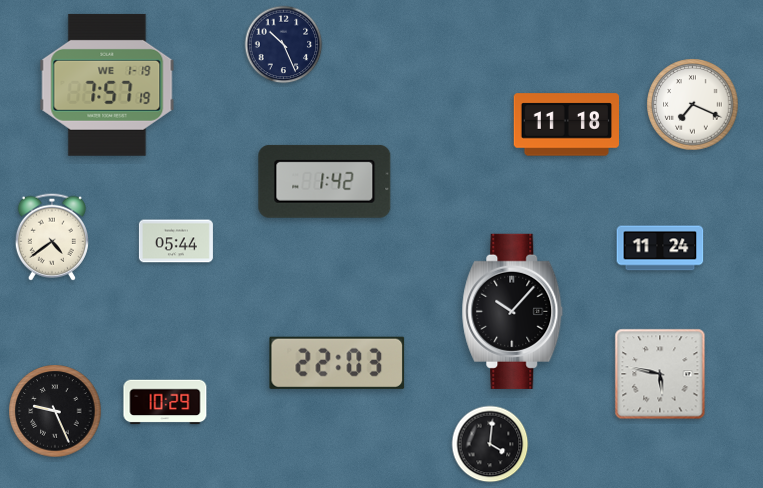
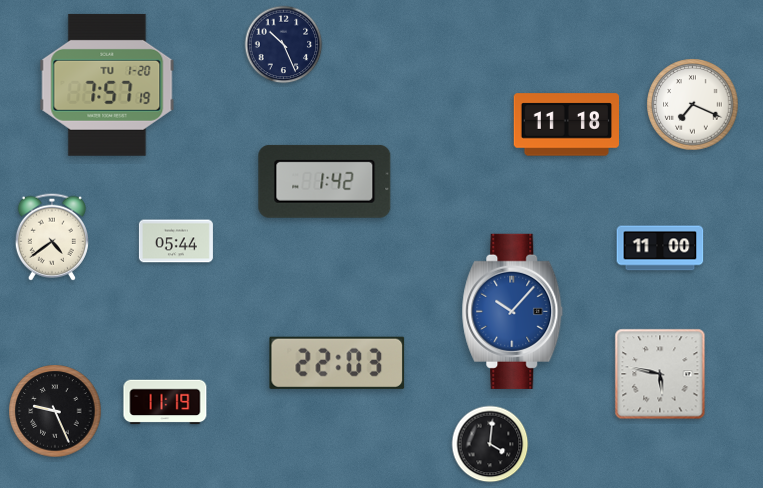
clock at (107, 85) date: WE 1-19 -> TU 1-20
clock at (660, 248): 11:24 -> 11:00
clock at (513, 311) dial: black -> blue
clock at (165, 402): 10:29 -> 11:19
